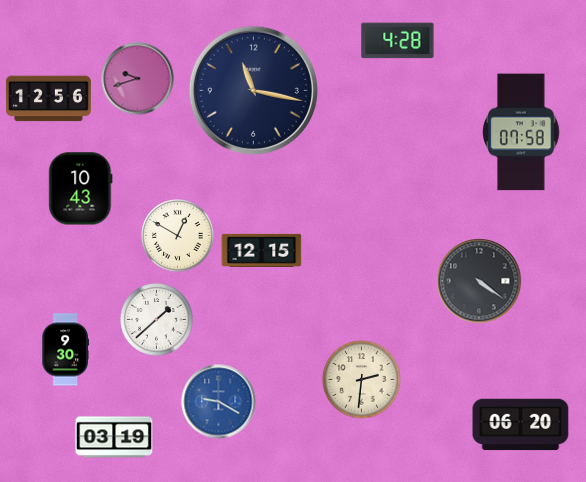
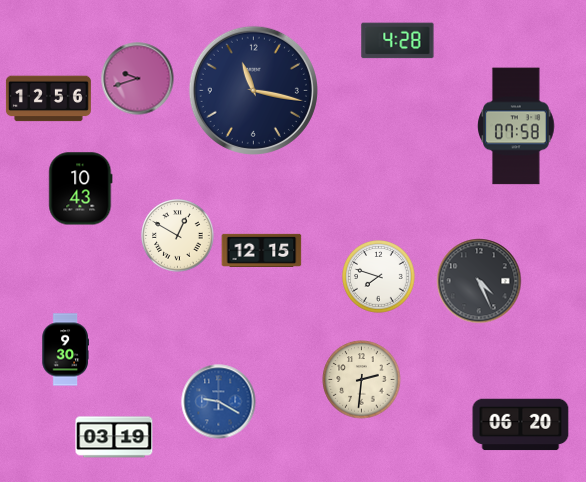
clock at (521, 132) position: (521, 132) -> (516, 126)
clock at (379, 277): none -> 7:48
clock at (479, 281): 4:21 -> 4:26
clock at (157, 320): 1:38 -> none
